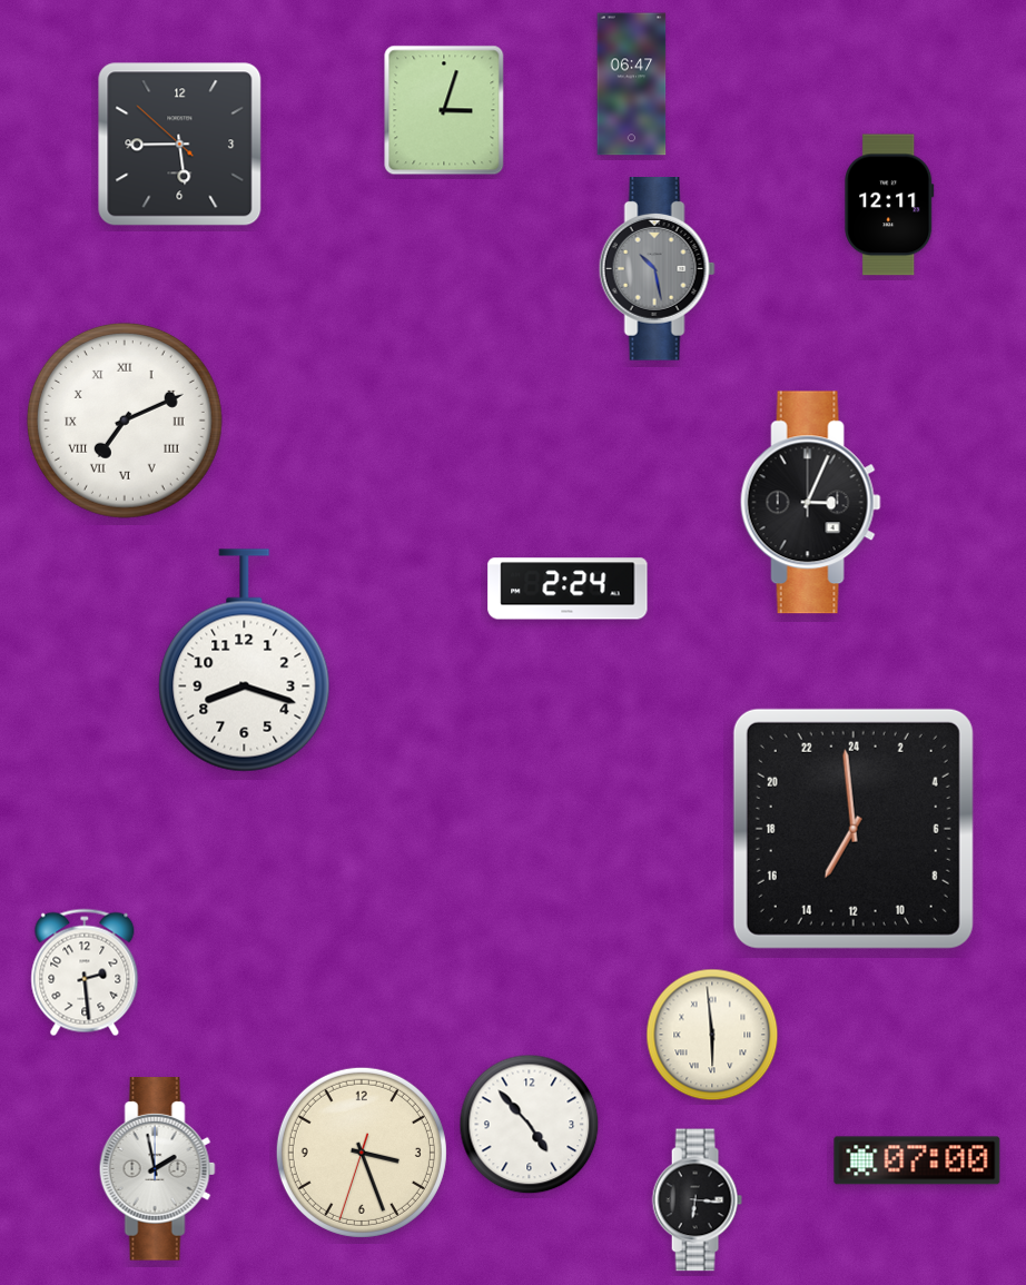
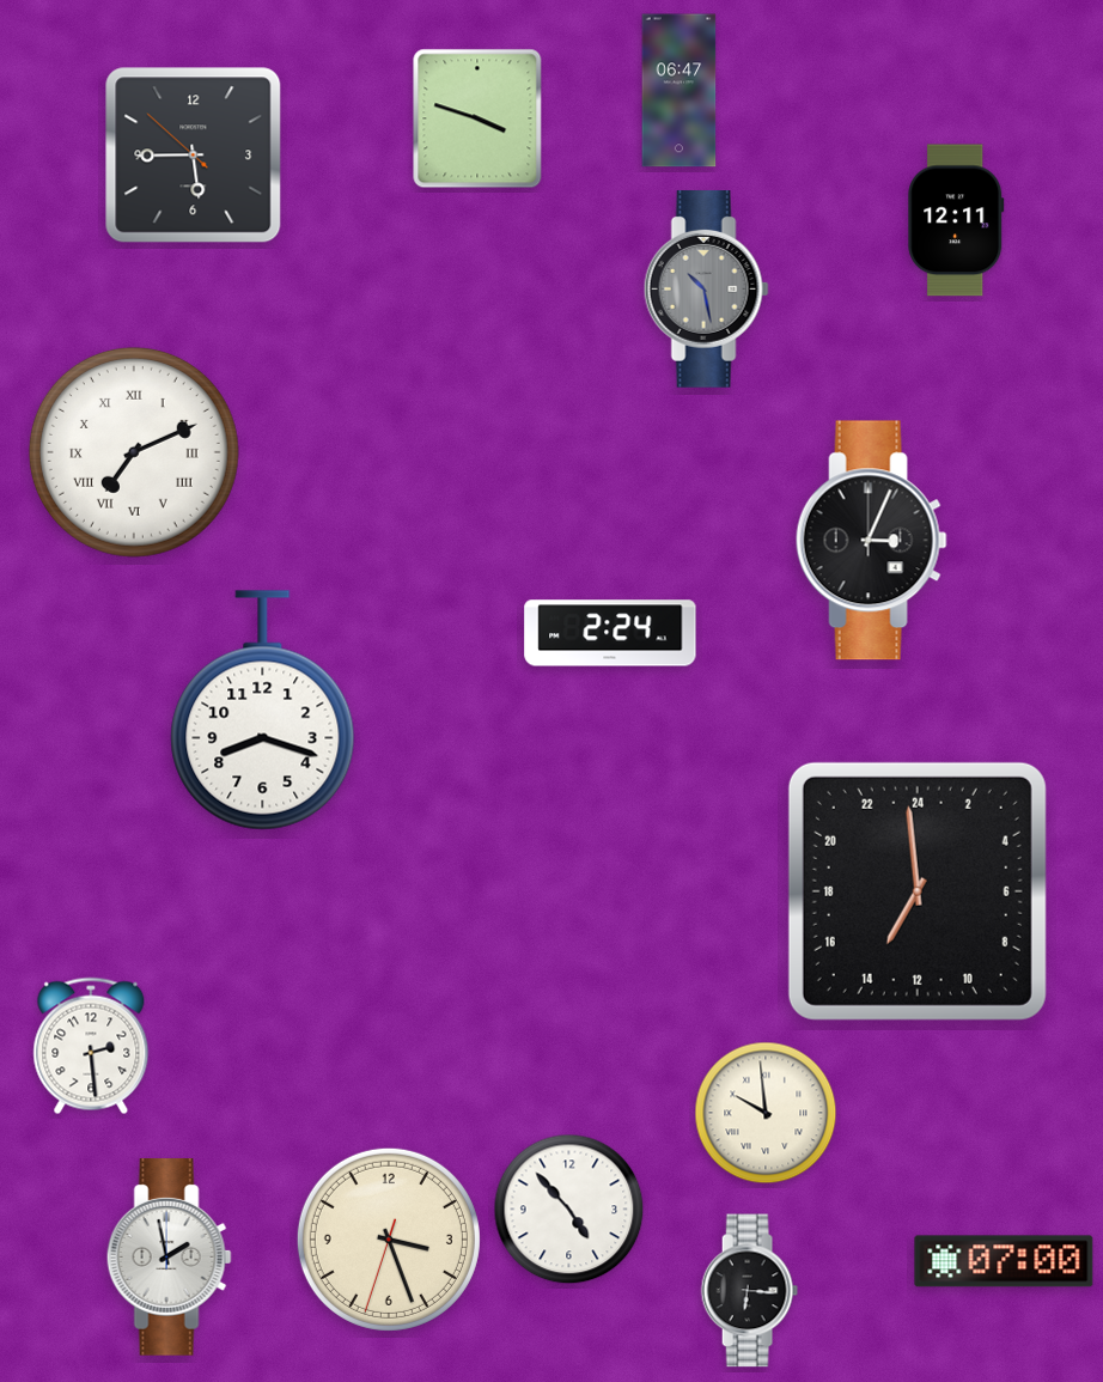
clock at (444, 110): 3:03 -> 3:48
clock at (712, 1035): 5:59 -> 9:59
clock at (917, 1160) position: (917, 1160) -> (1004, 1261)
